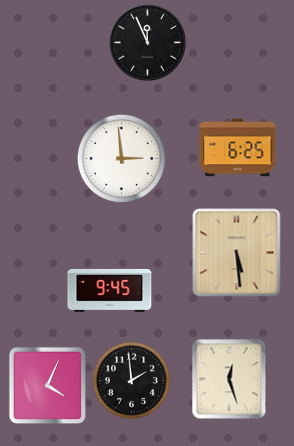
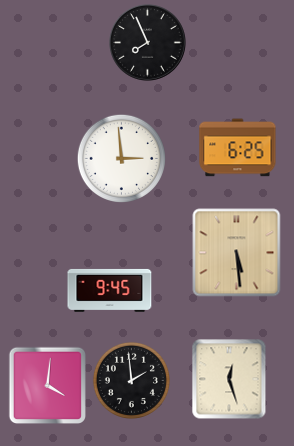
clock at (148, 43): 11:56 -> 7:56
clock at (47, 385): 4:04 -> 4:01
